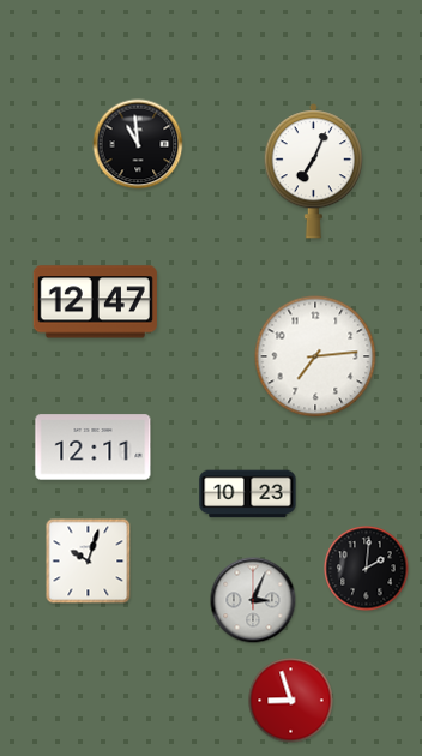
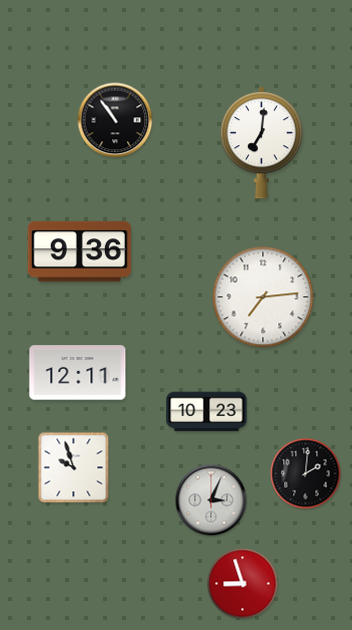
clock at (138, 144): 10:59 -> 10:54
clock at (313, 172): 7:04 -> 7:01
clock at (95, 302): 12:47 -> 9:36
clock at (89, 562): 10:03 -> 9:57
